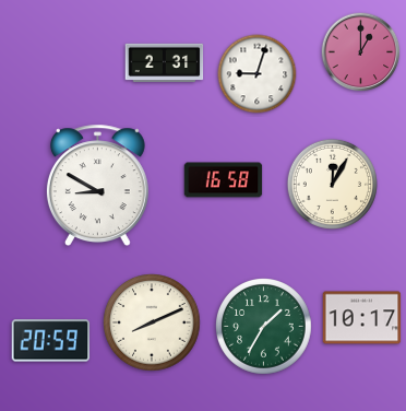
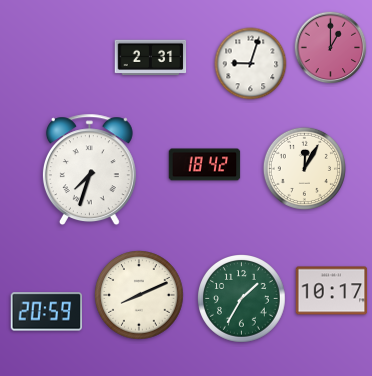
clock at (258, 74) position: (258, 74) -> (251, 64)
clock at (224, 180): 16:58 -> 18:42
clock at (97, 186): 8:50 -> 7:33
